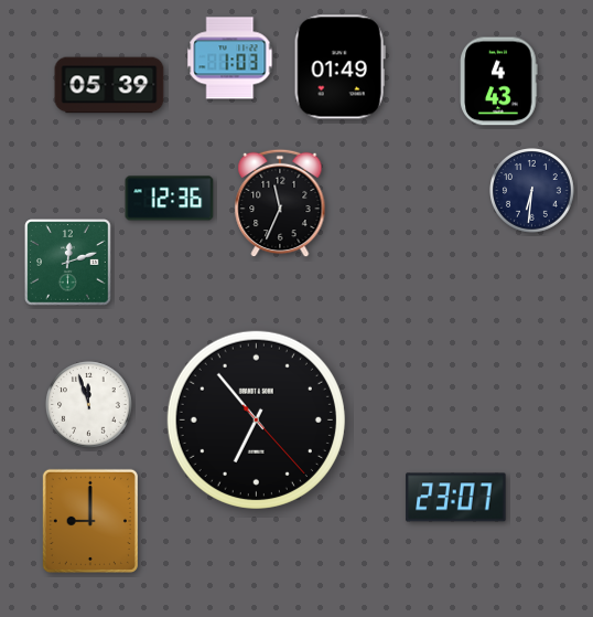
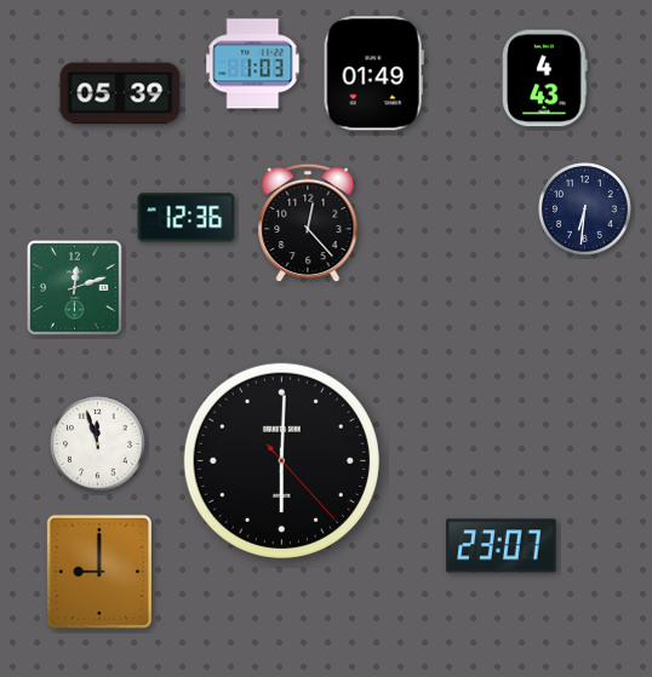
clock at (499, 82) position: (499, 82) -> (545, 79)
clock at (280, 203): 11:34 -> 12:23
clock at (256, 419): 6:53 -> 6:00
